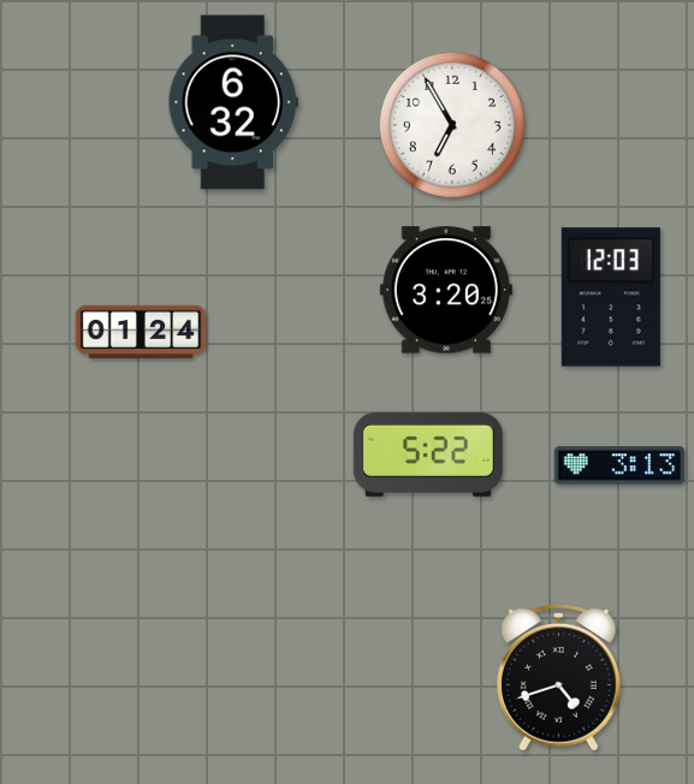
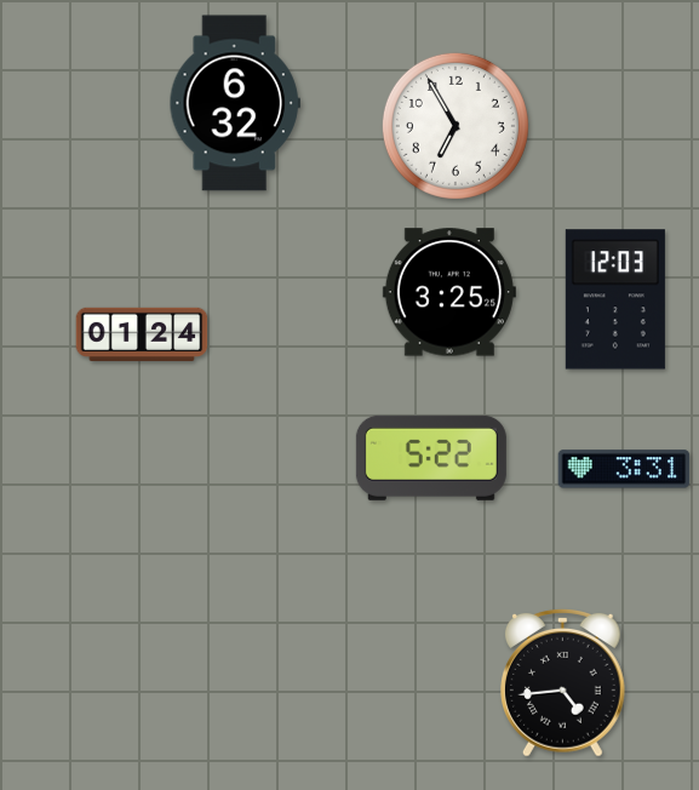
clock at (446, 290): 3:20 -> 3:25
clock at (619, 465): 3:13 -> 3:31
clock at (559, 678): 4:42 -> 4:44
